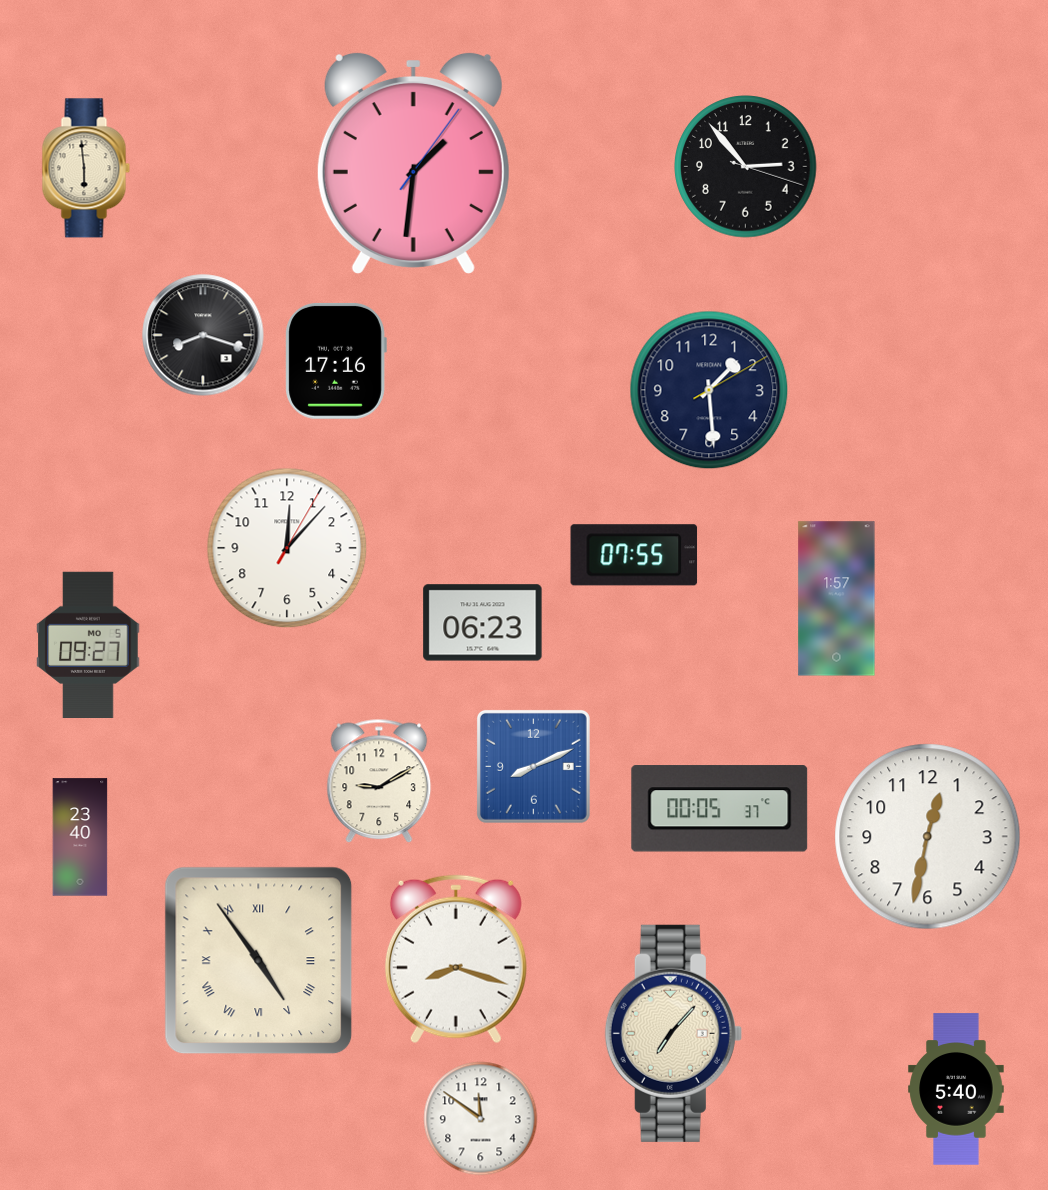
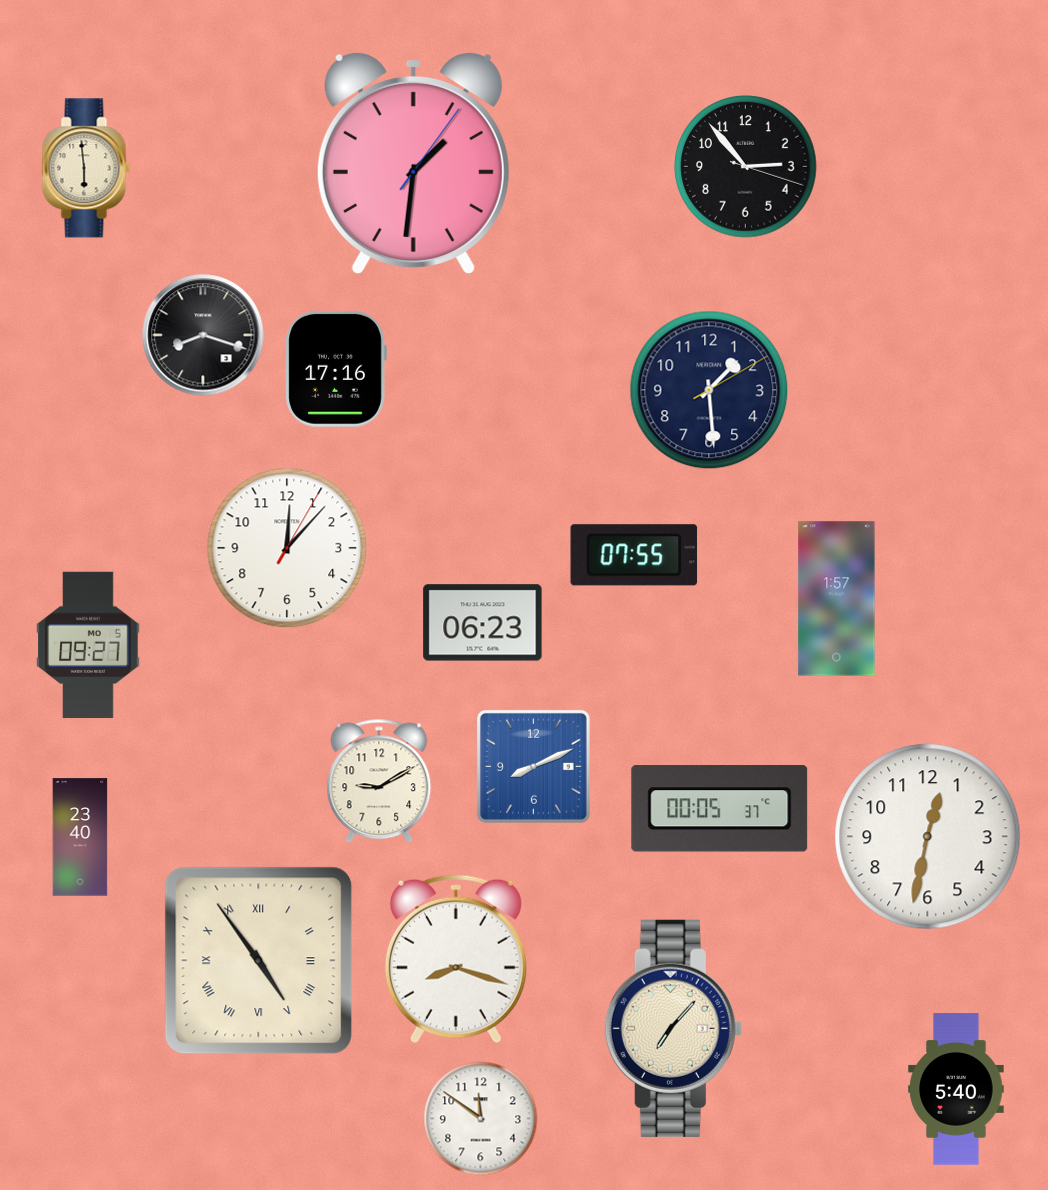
clock at (336, 361) position: (336, 361) -> (336, 369)
clock at (673, 1033) position: (673, 1033) -> (673, 1028)
